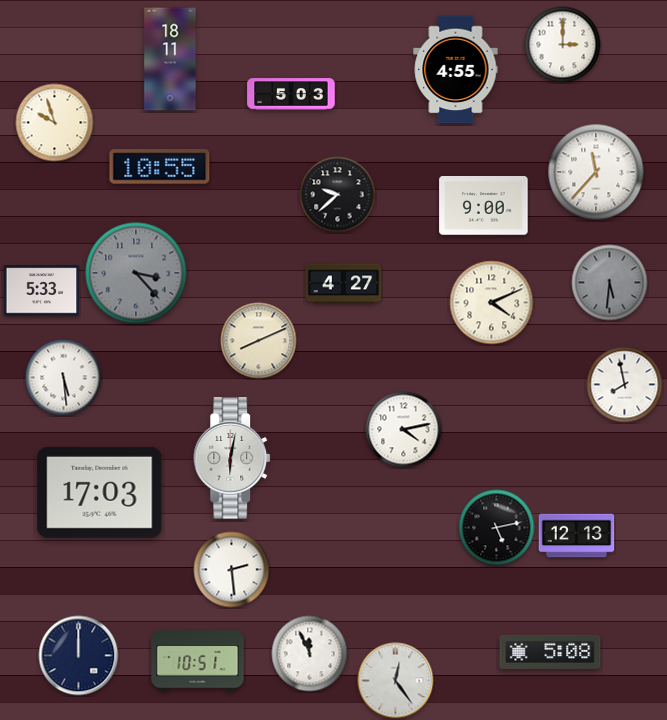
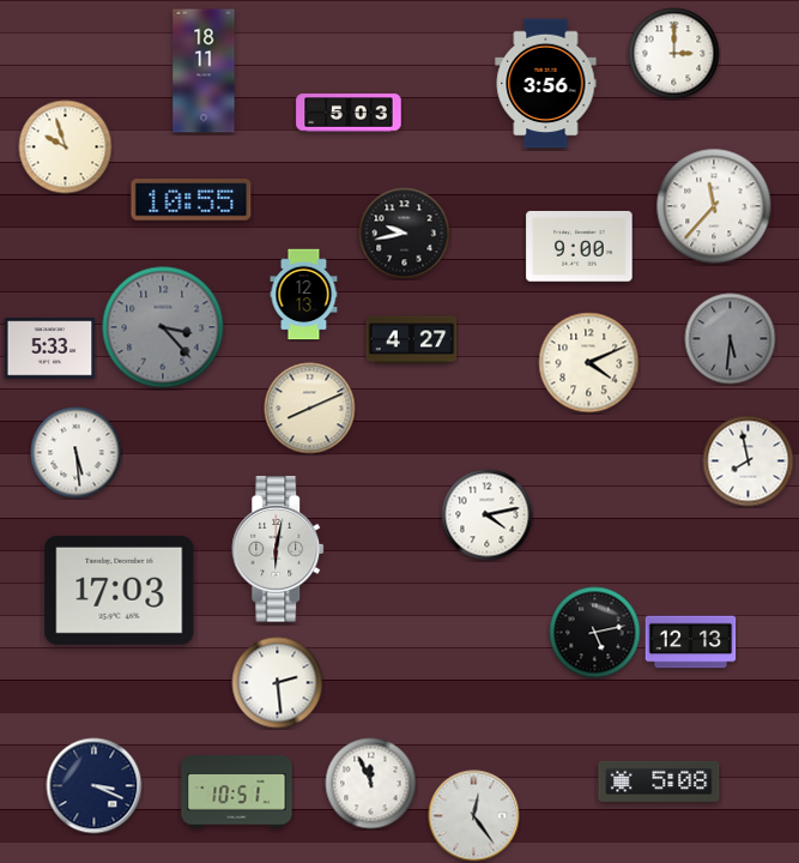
clock at (456, 70): 4:55 -> 3:56
clock at (338, 195): 9:38 -> 9:43
clock at (304, 295): none -> 12:13
clock at (404, 430) position: (404, 430) -> (488, 515)
clock at (79, 656): 12:00 -> 3:19
